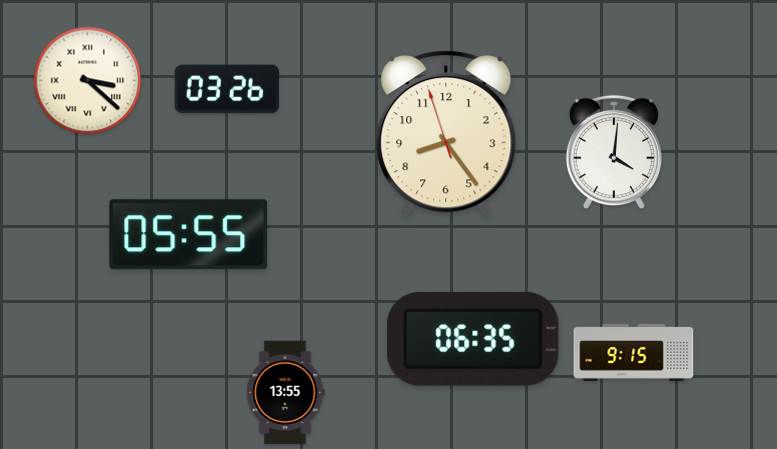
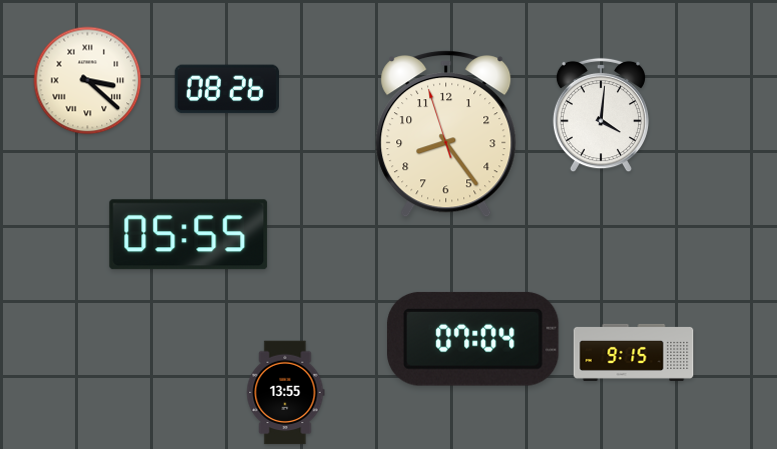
clock at (226, 89): 03:26 -> 08:26
clock at (614, 152) position: (614, 152) -> (601, 115)
clock at (473, 339): 06:35 -> 07:04
